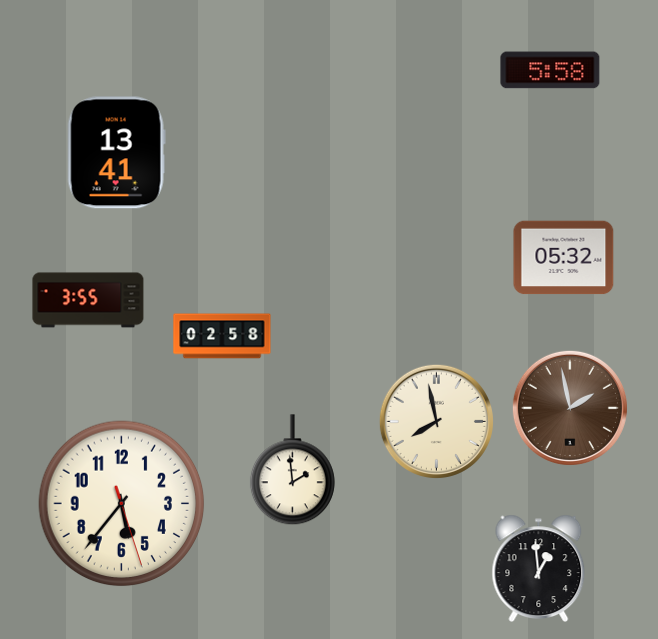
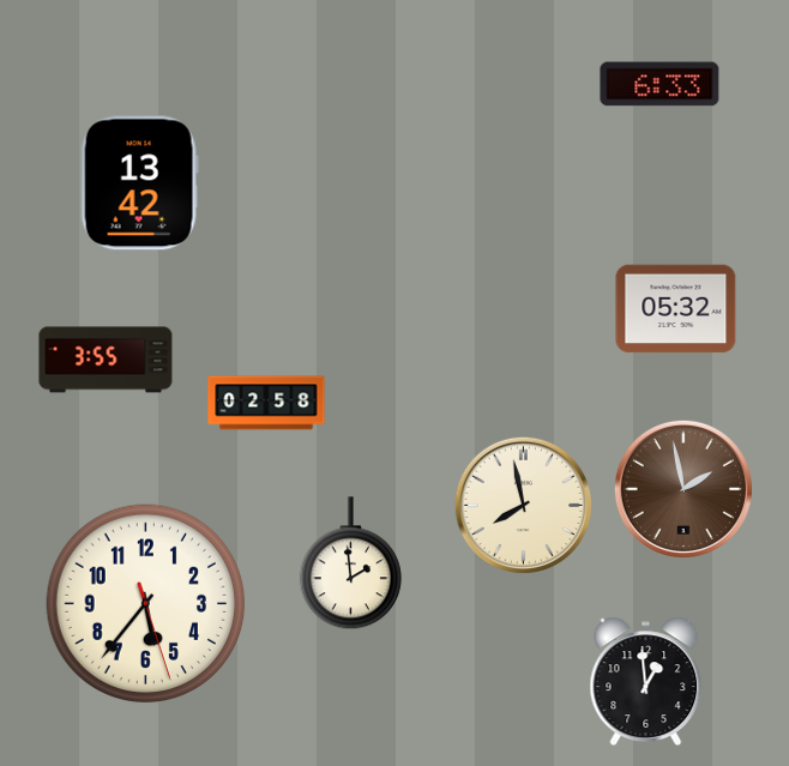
clock at (550, 70): 5:58 -> 6:33
clock at (116, 153): 13:41 -> 13:42
